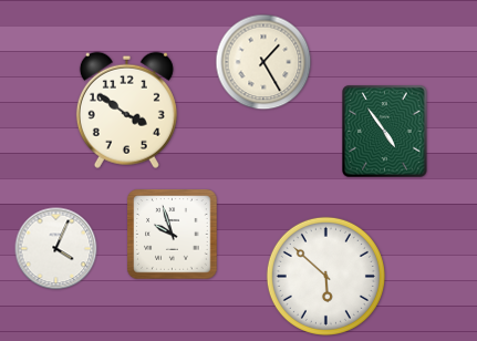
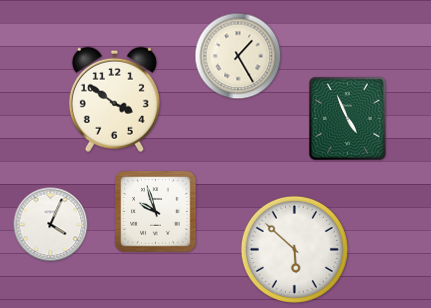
clock at (385, 132): 4:54 -> 4:56
